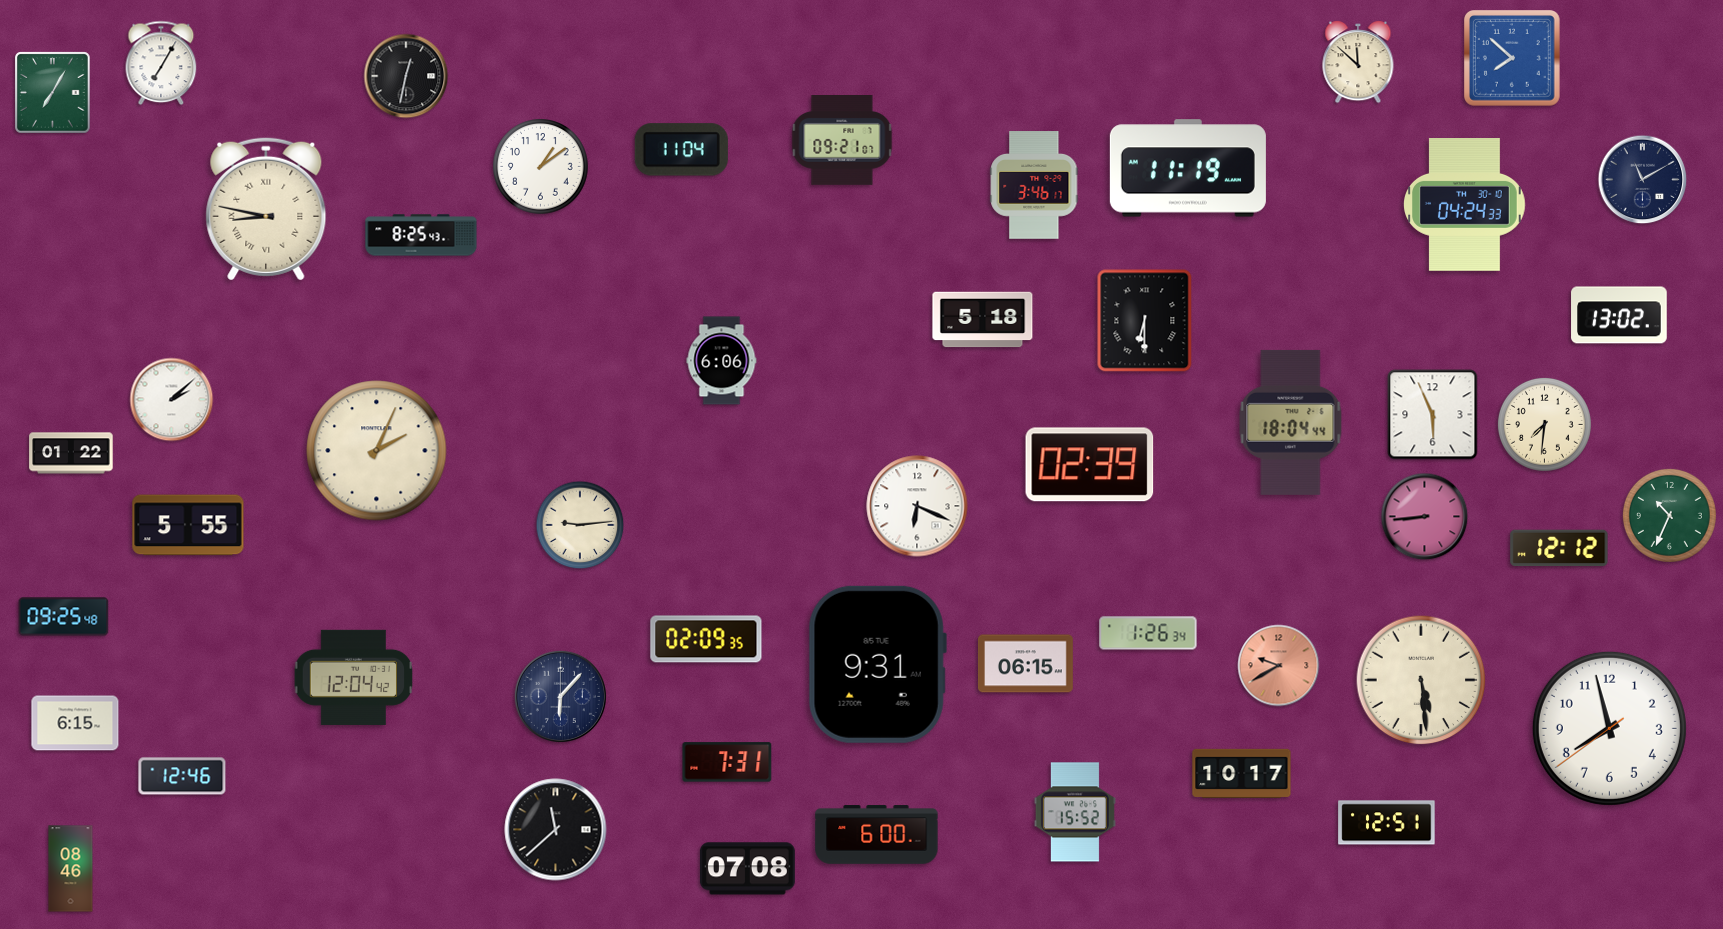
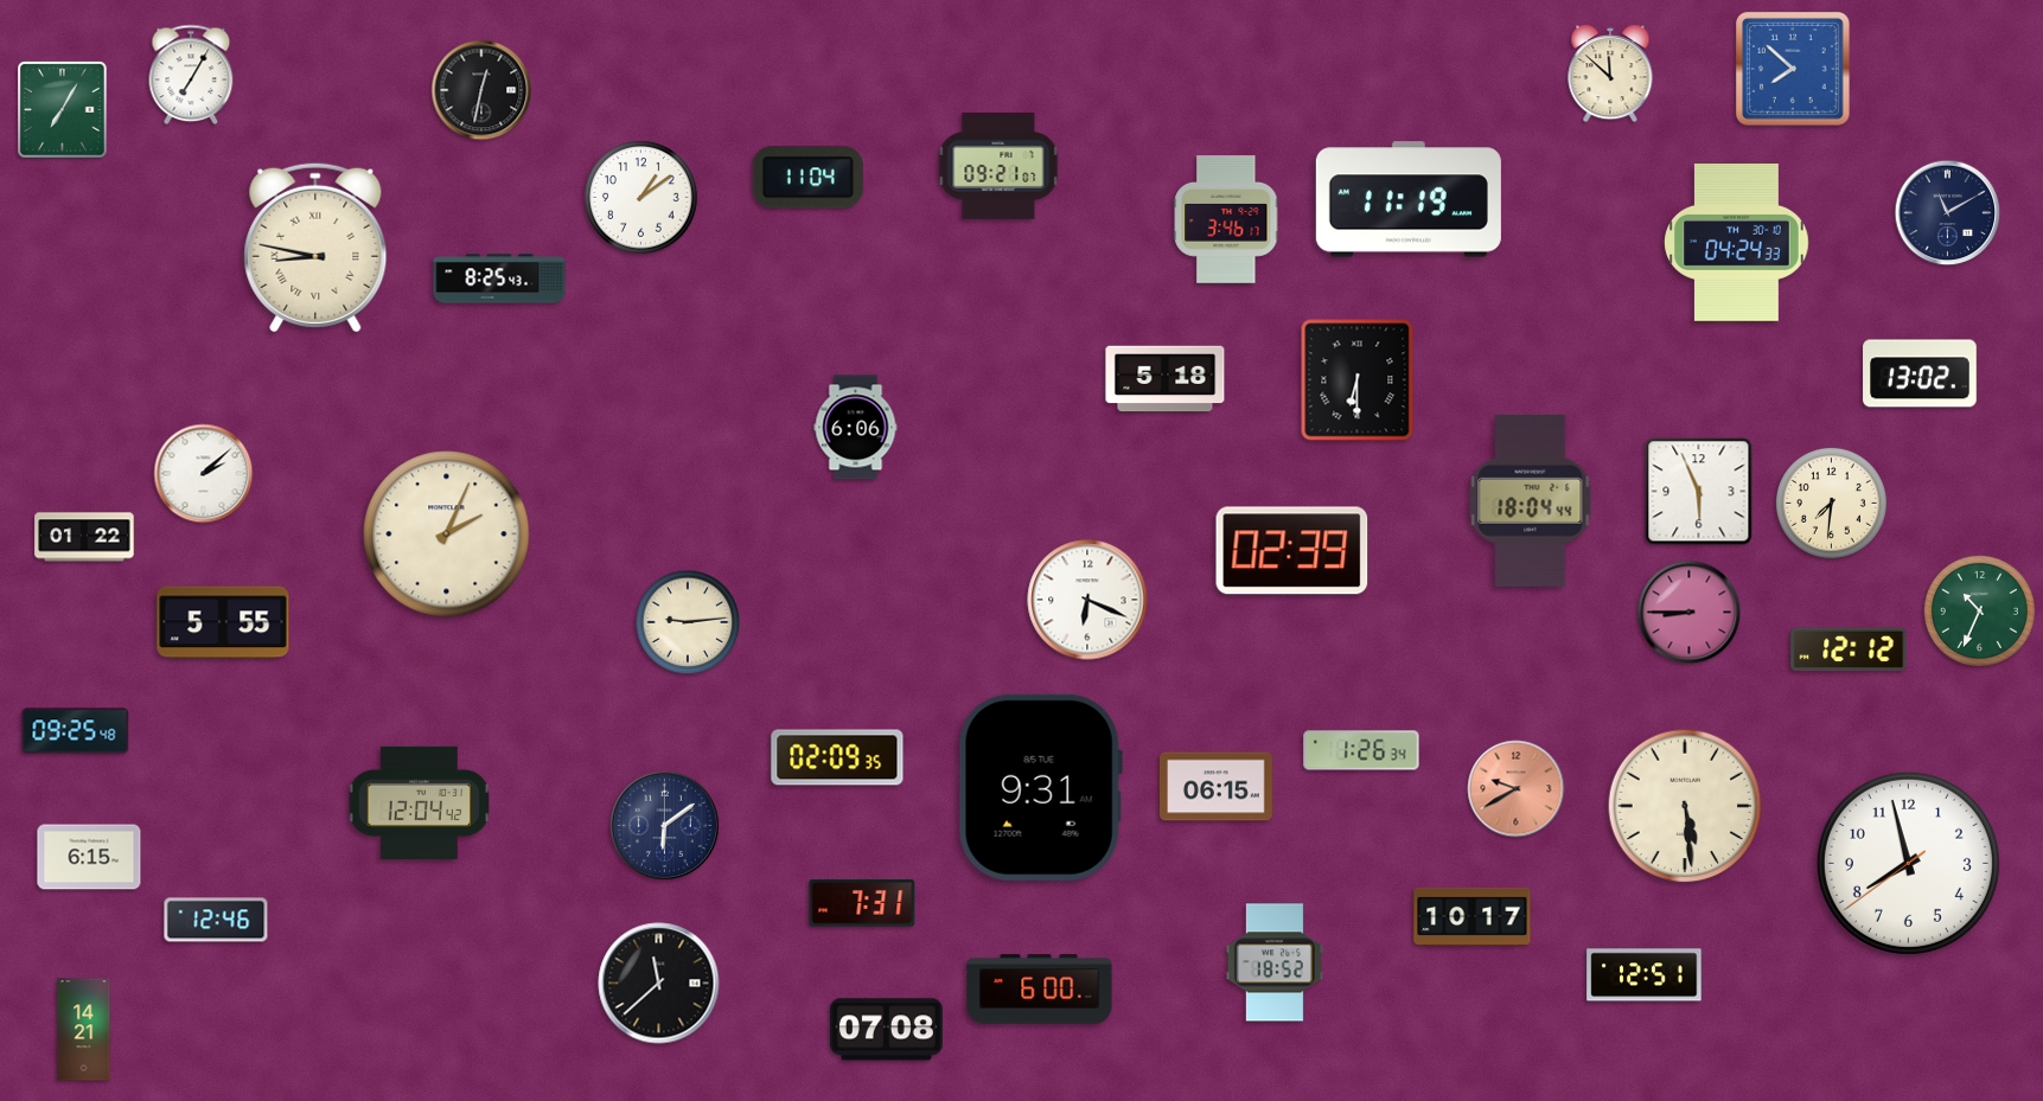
clock at (1425, 517): 8:44 -> 8:45
clock at (560, 696): 6:07 -> 6:09
clock at (1075, 812): 15:52 -> 18:52
clock at (71, 869): 08:46 -> 14:21
